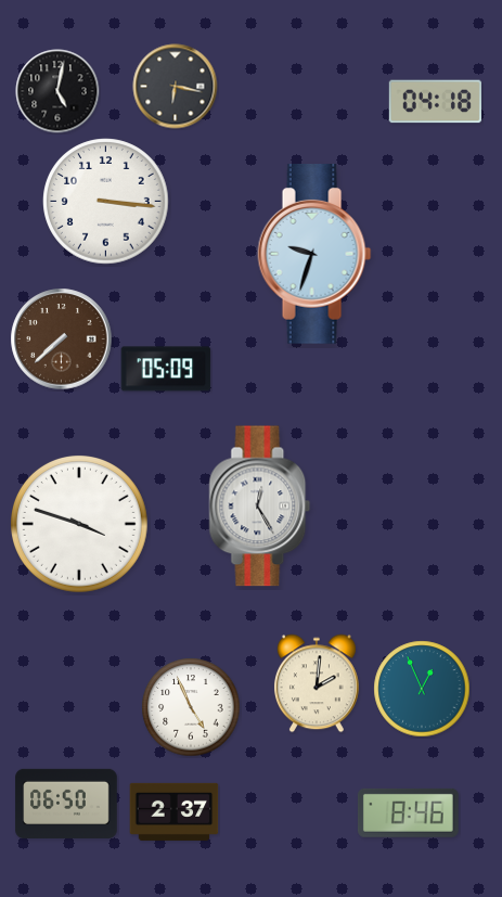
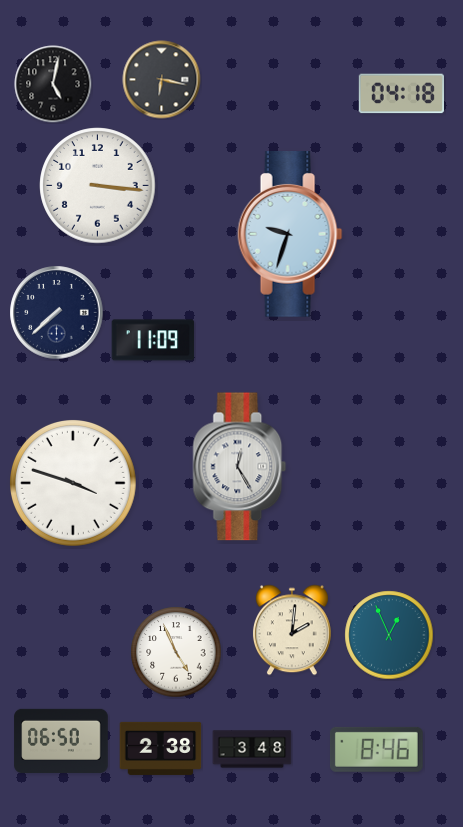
clock at (62, 339) dial: brown -> navy
clock at (166, 369): 05:09 -> 11:09
clock at (175, 811): 2:37 -> 2:38
clock at (252, 749): none -> 3:48
